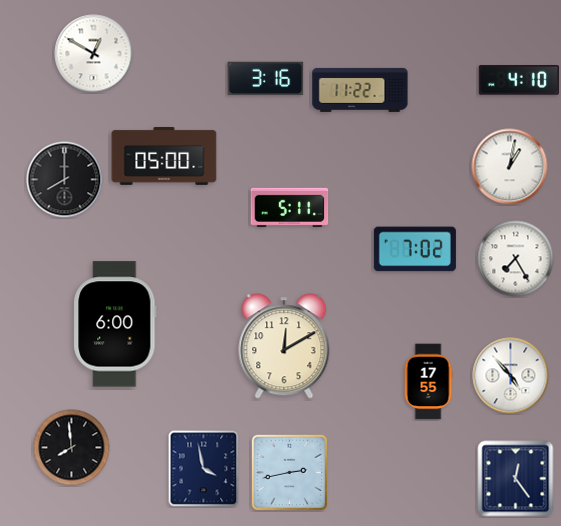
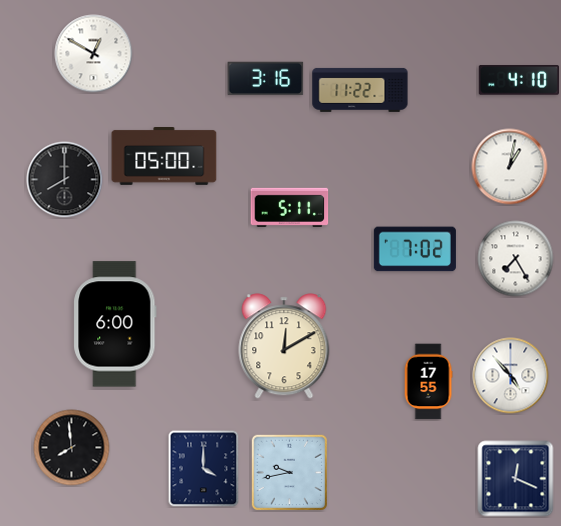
clock at (204, 469): 3:58 -> 4:00
clock at (289, 472): 2:43 -> 9:43
clock at (516, 479): 12:24 -> 12:19
